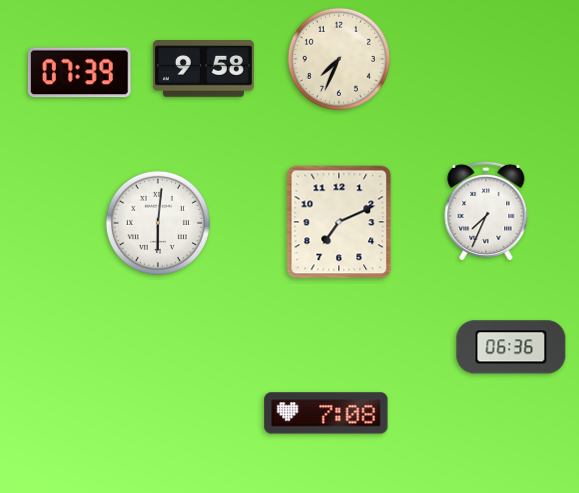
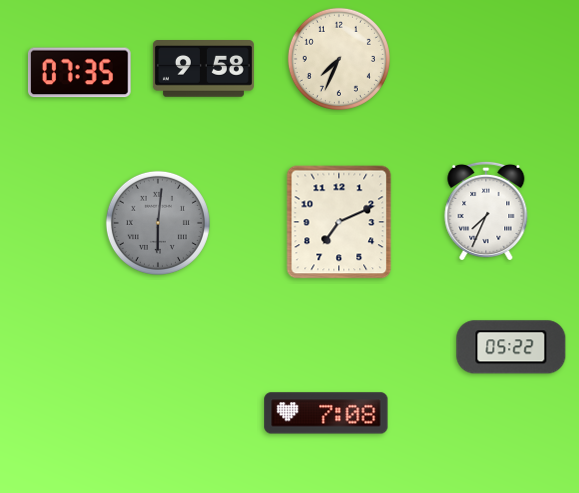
clock at (79, 73): 07:39 -> 07:35
clock at (158, 223) dial: white -> grey
clock at (511, 347): 06:36 -> 05:22
